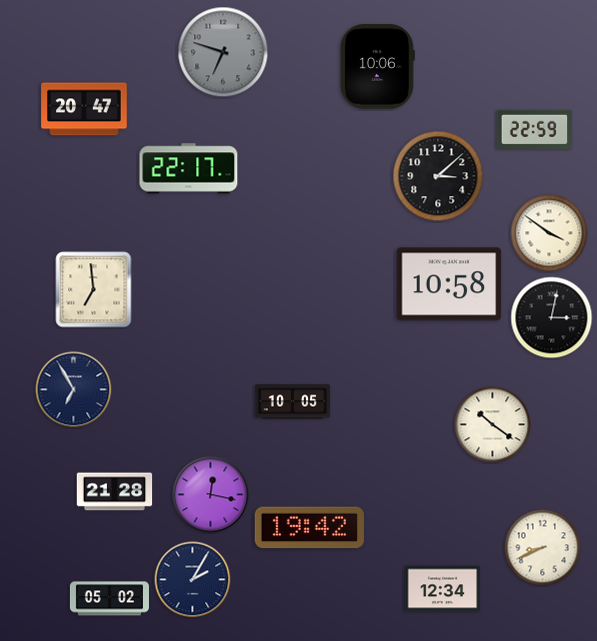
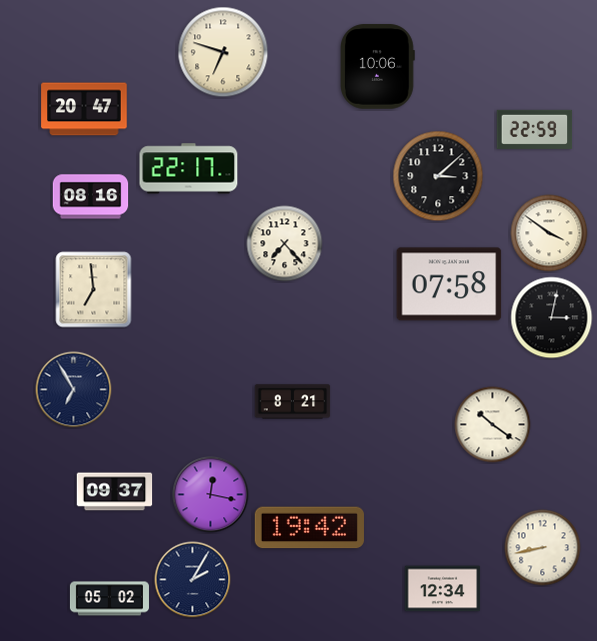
clock at (223, 52) dial: grey -> cream
clock at (91, 197): none -> 08:16
clock at (285, 244): none -> 7:23
clock at (449, 284): 10:58 -> 07:58
clock at (293, 402): 10:05 -> 8:21
clock at (115, 492): 21:28 -> 09:37
clock at (543, 548): 8:41 -> 8:43
